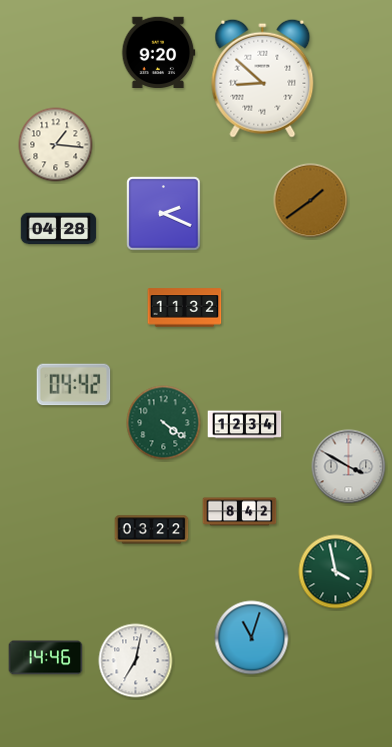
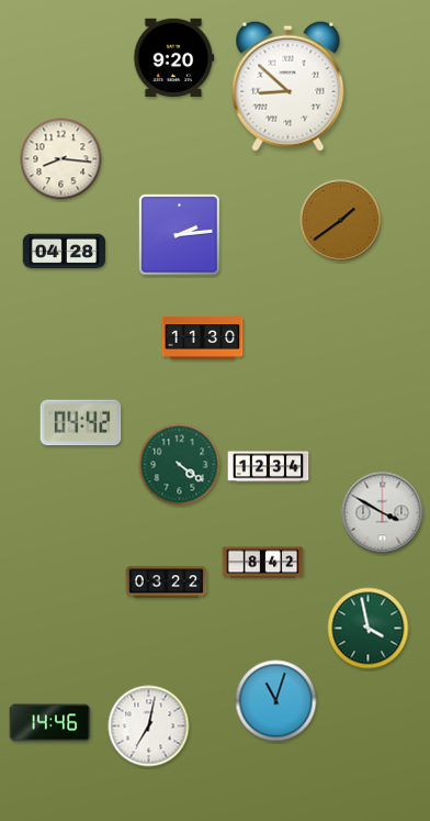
clock at (56, 145): 1:16 -> 8:16
clock at (164, 214): 2:19 -> 2:14
clock at (185, 308): 11:32 -> 11:30
